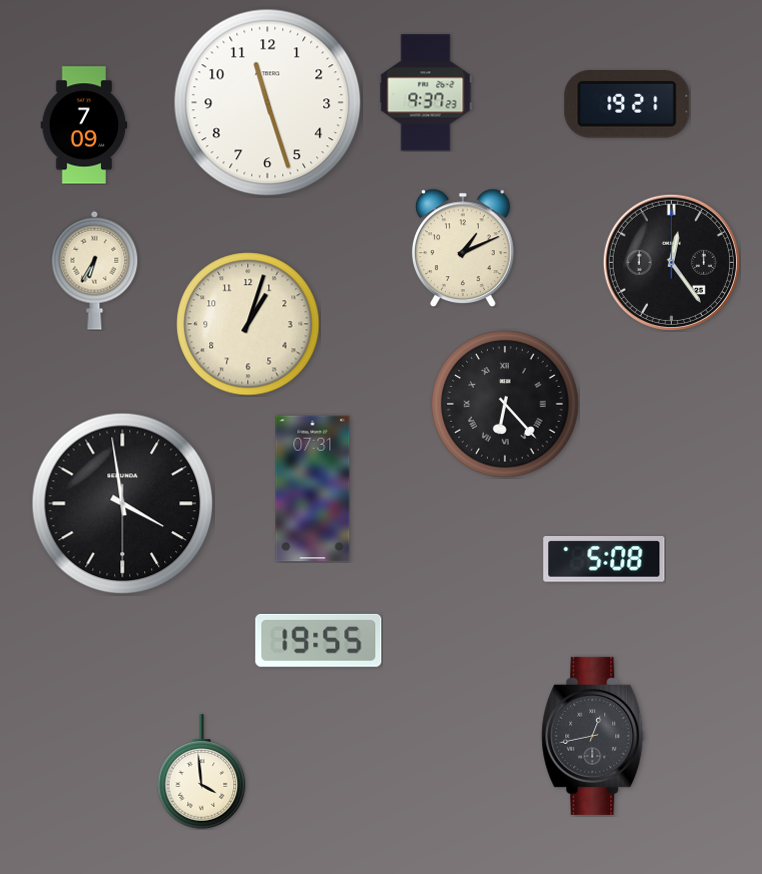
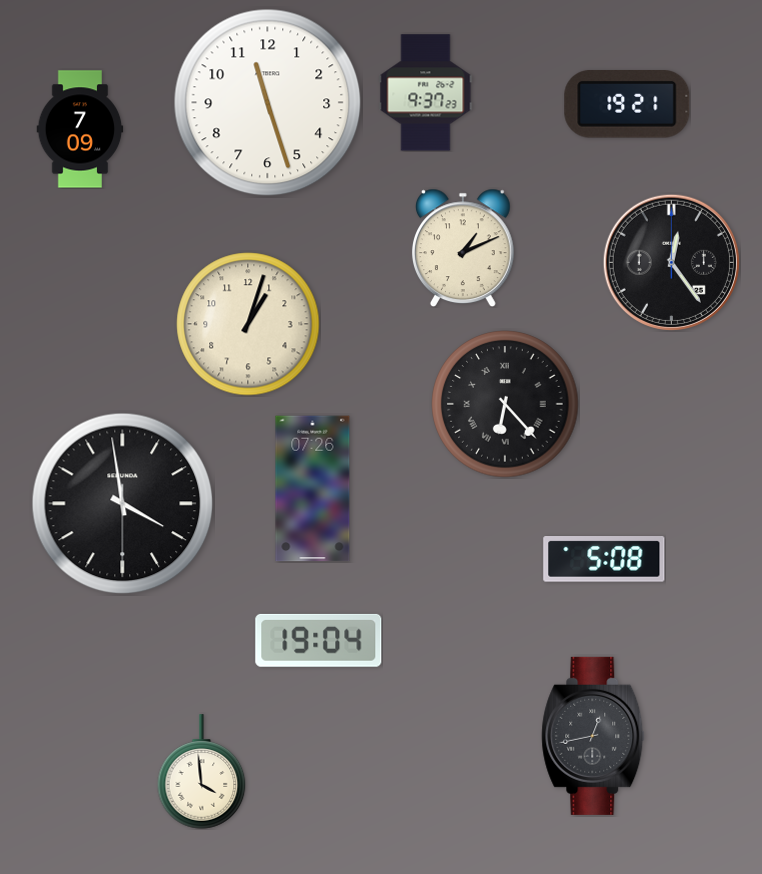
clock at (84, 125) position: (84, 125) -> (80, 129)
clock at (95, 270): 6:35 -> none
clock at (313, 489): 07:31 -> 07:26
clock at (319, 640): 19:55 -> 19:04
